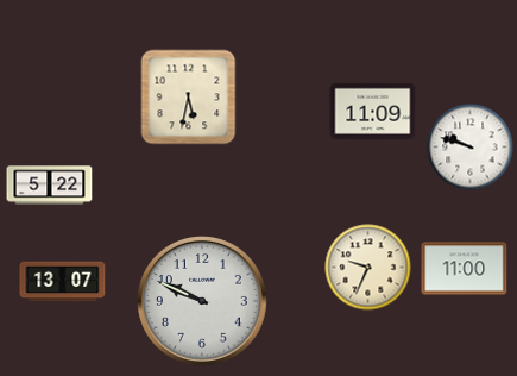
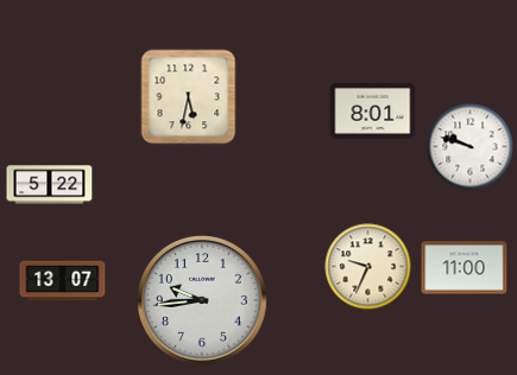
clock at (373, 111): 11:09 -> 8:01
clock at (203, 302): 9:49 -> 9:44
